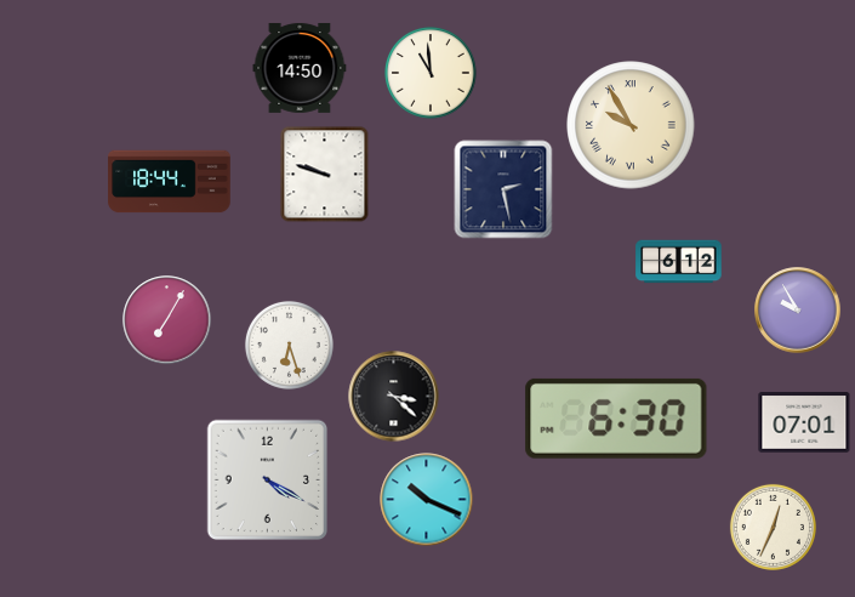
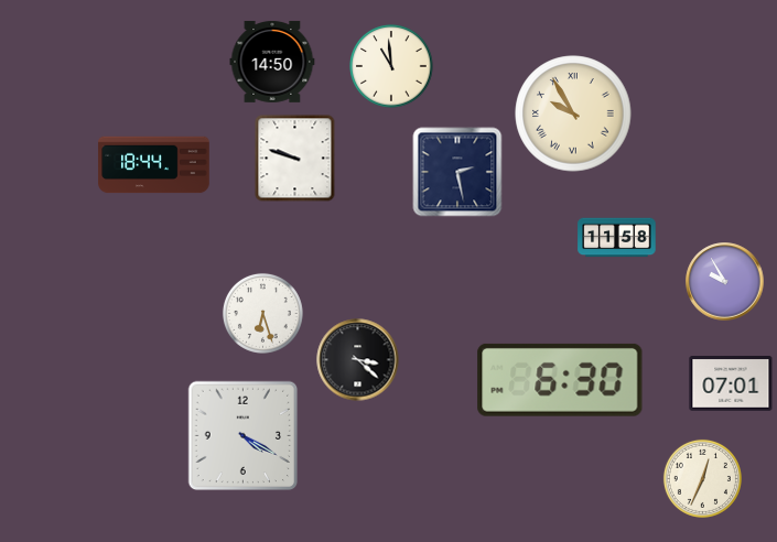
clock at (679, 262): 6:12 -> 11:58
clock at (167, 320): 7:05 -> none
clock at (427, 500): 10:19 -> none
